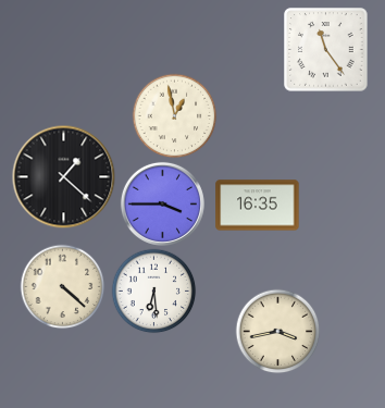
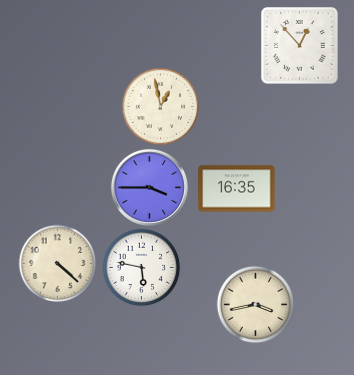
clock at (326, 50): 11:24 -> 12:53
clock at (63, 176): 1:22 -> none
clock at (153, 290): 6:29 -> 5:47
